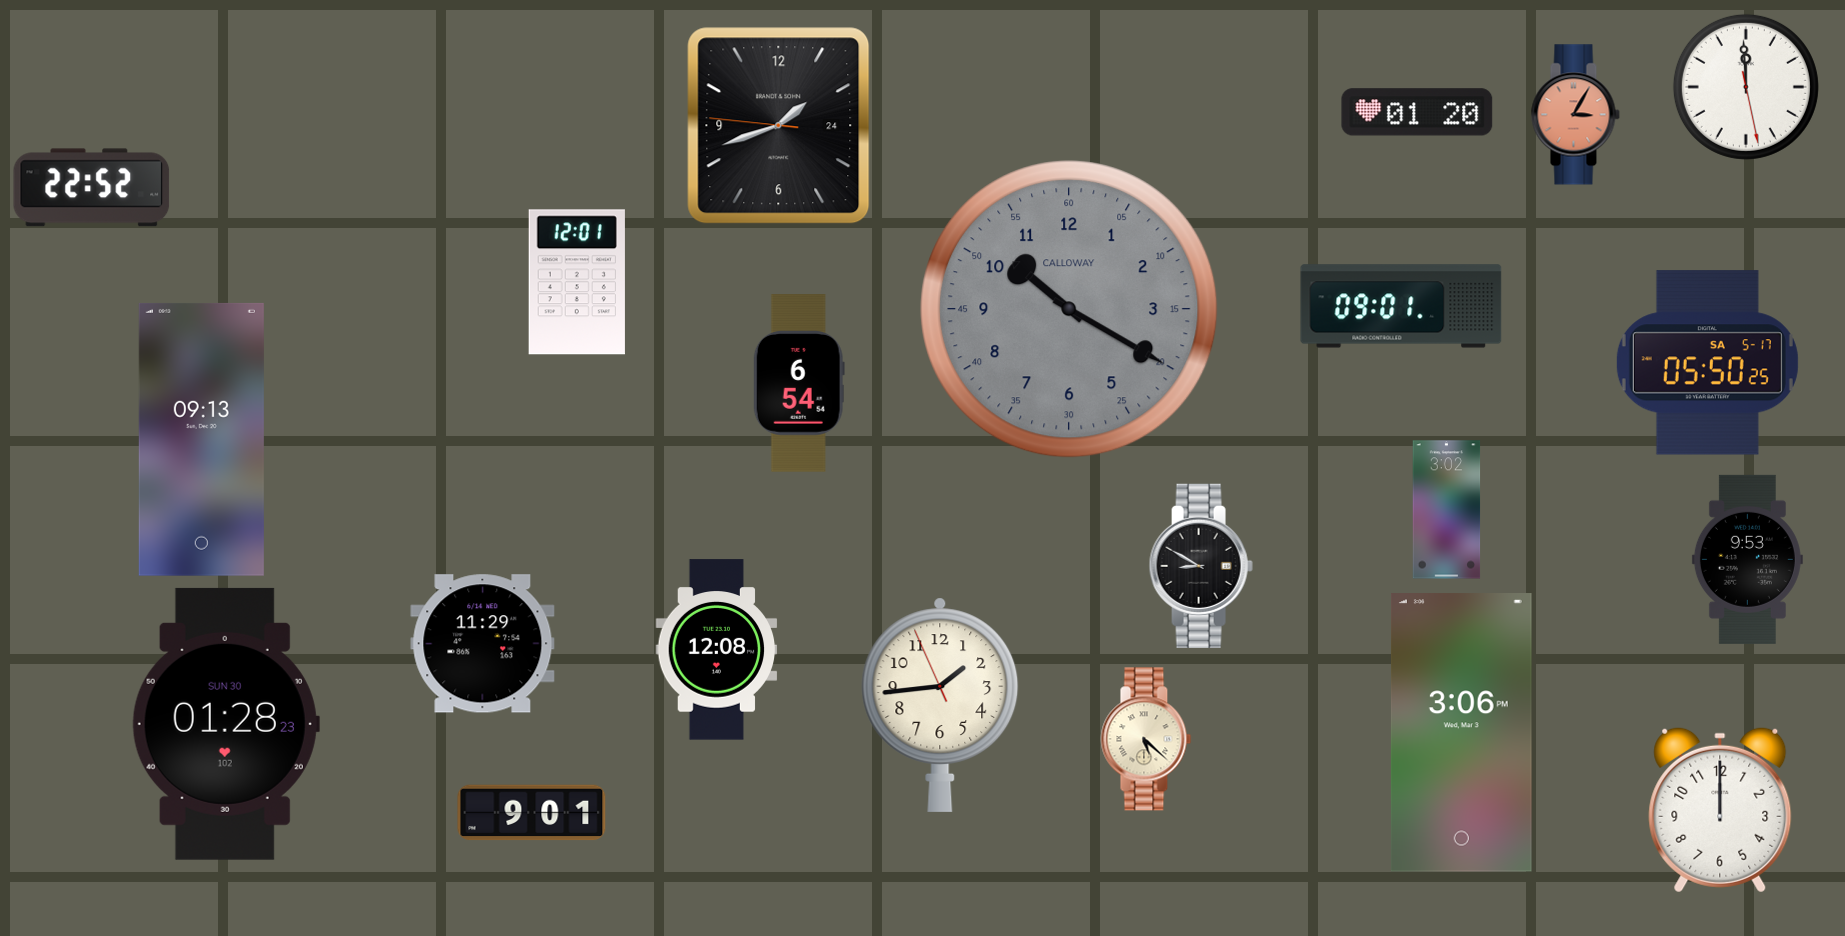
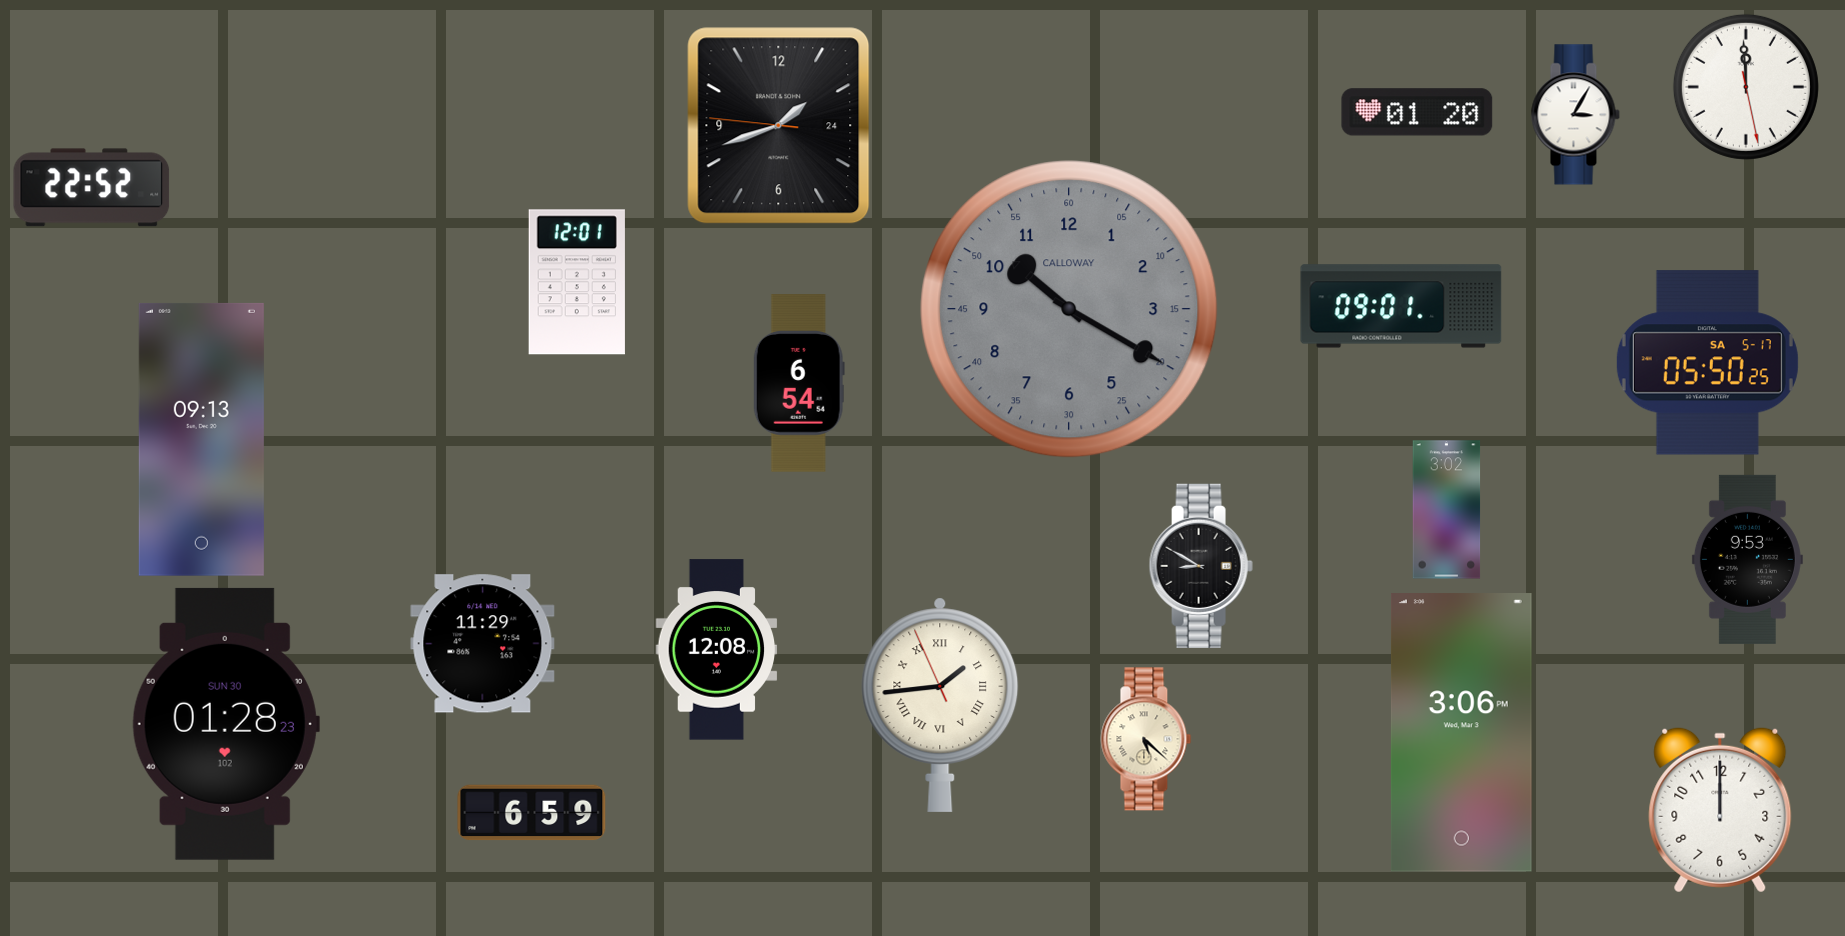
clock at (1575, 115) dial: salmon -> white
clock at (940, 705) numerals: Arabic -> Roman
clock at (532, 813): 9:01 -> 6:59
